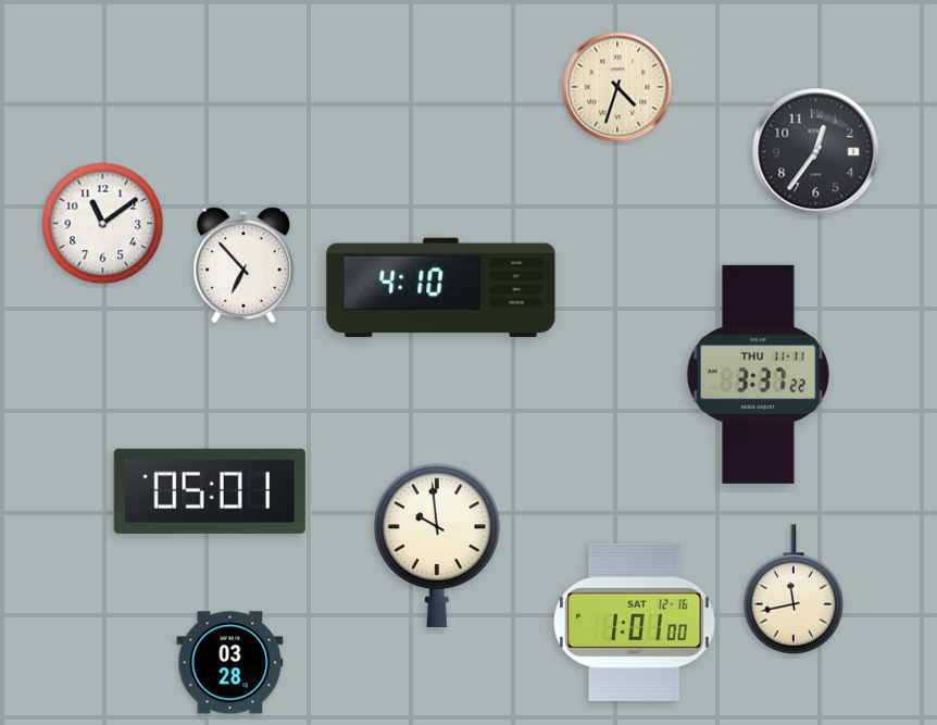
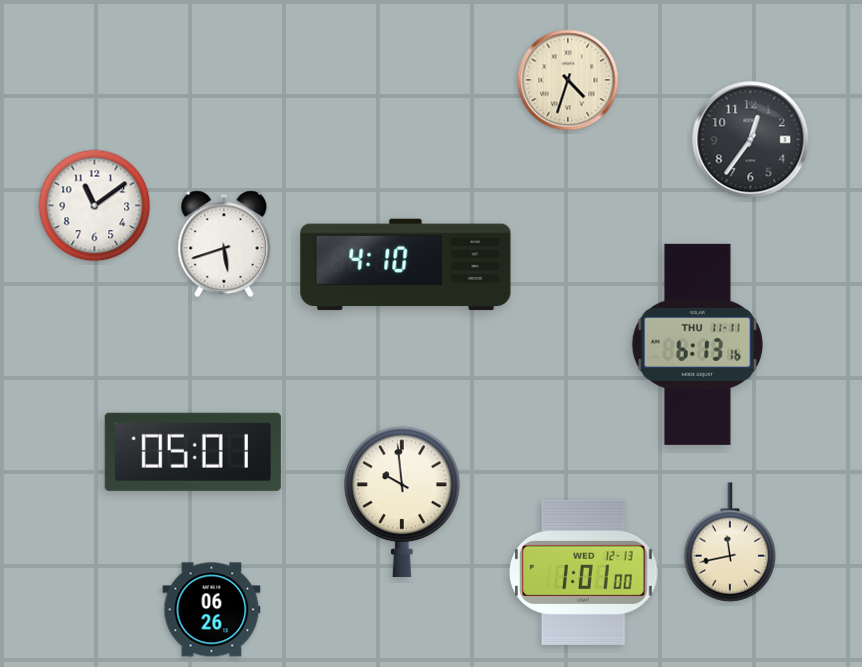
clock at (243, 265): 6:53 -> 5:42
clock at (758, 374): 3:37 -> 6:13
clock at (635, 622) date: SAT 12-16 -> WED 12-13
clock at (230, 663): 03:28 -> 06:26
